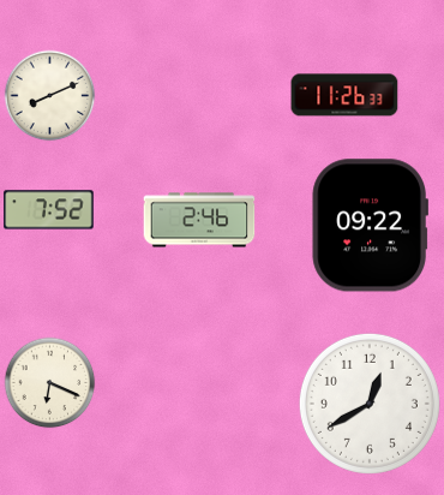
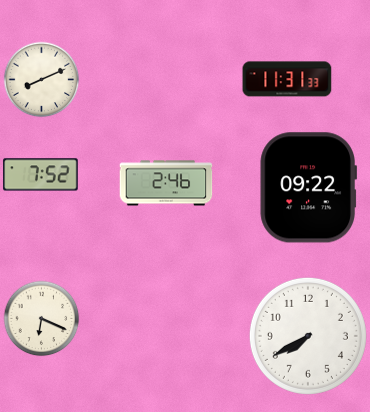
clock at (344, 95): 11:26 -> 11:31
clock at (370, 404): 12:40 -> 7:40
